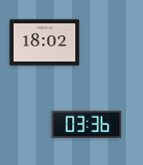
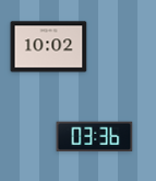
clock at (45, 43): 18:02 -> 10:02
